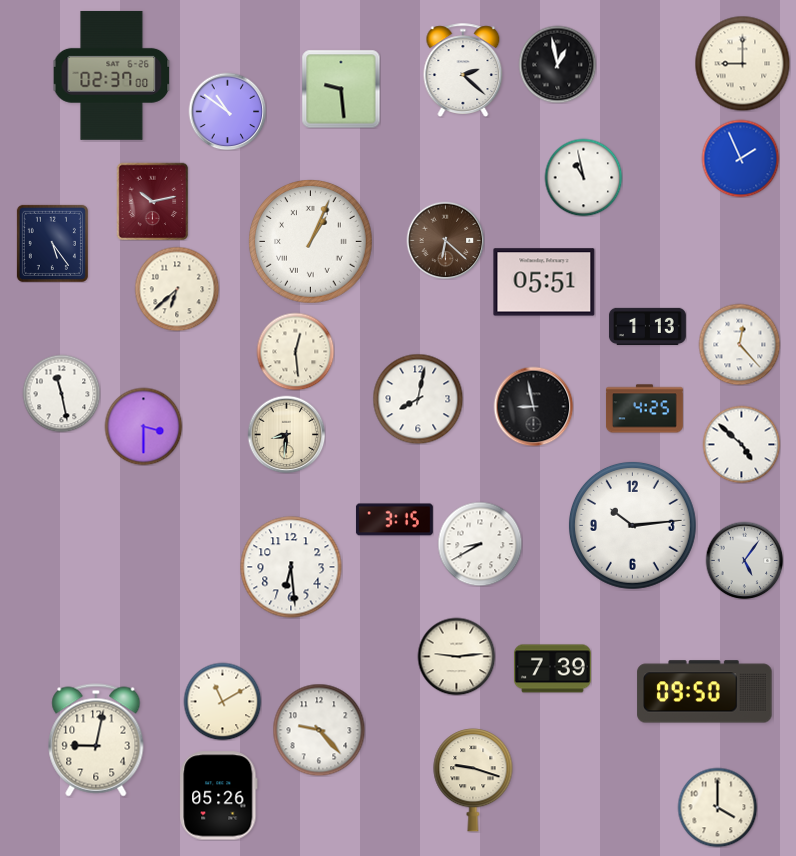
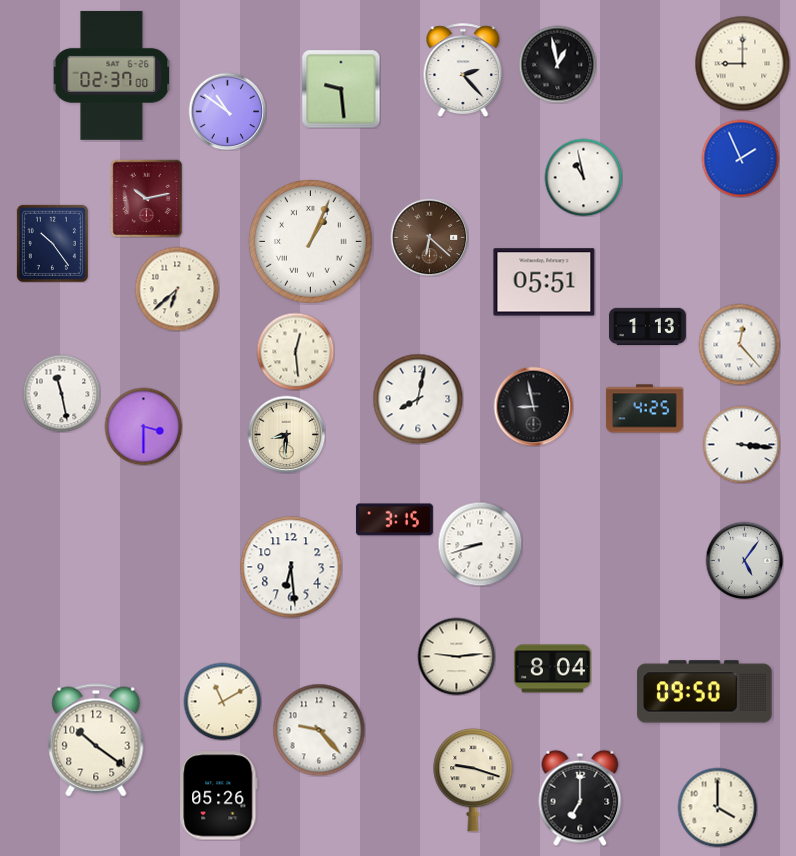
clock at (463, 70): 2:22 -> 2:23
clock at (153, 201) position: (153, 201) -> (147, 198)
clock at (445, 240) position: (445, 240) -> (429, 237)
clock at (52, 243): 5:24 -> 10:24
clock at (741, 444): 4:52 -> 3:16
clock at (632, 525): 10:14 -> none
clock at (480, 544): 8:40 -> 8:42
clock at (552, 669): 7:39 -> 8:04
clock at (96, 740): 9:02 -> 10:21
clock at (580, 798): none -> 7:00
